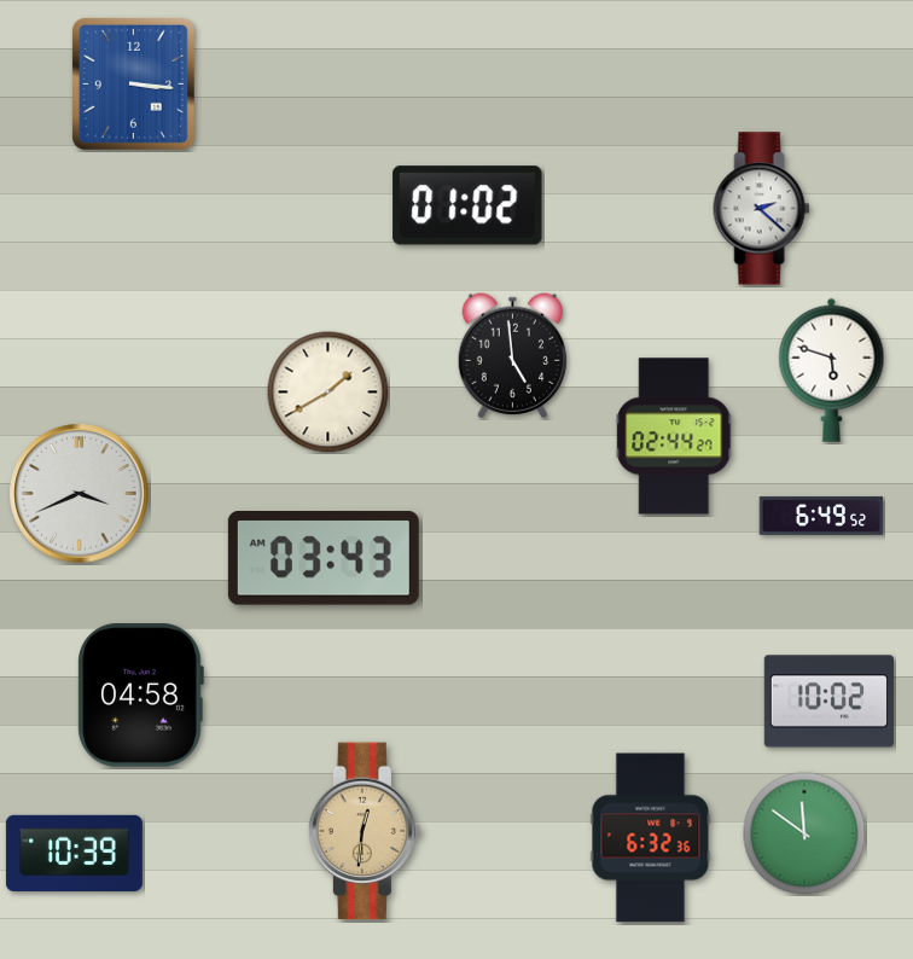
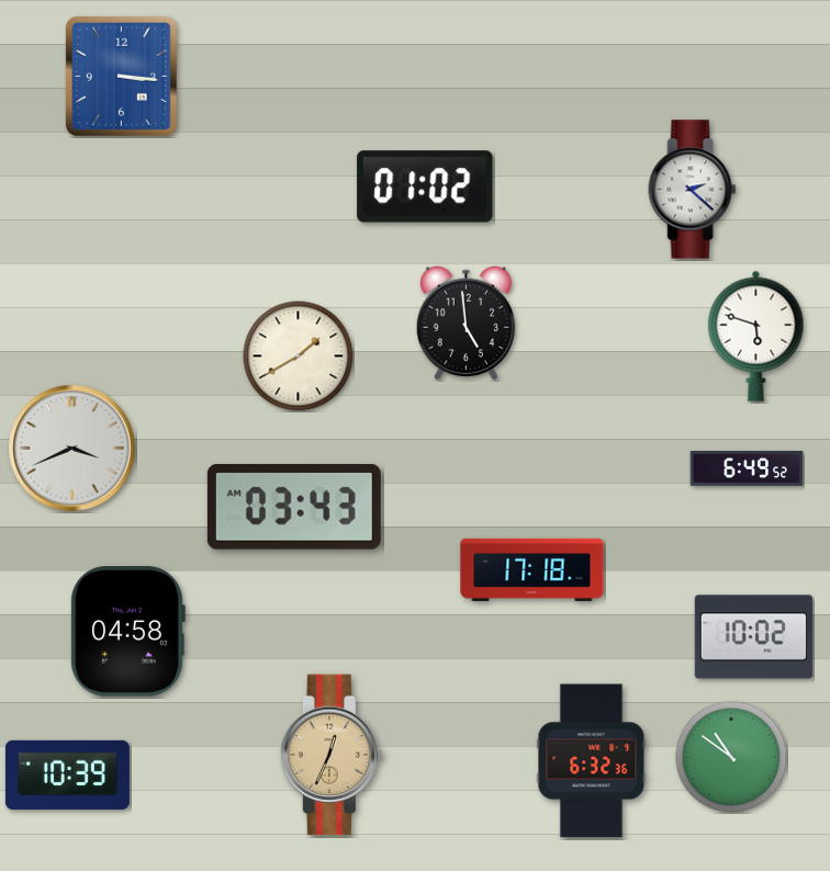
clock at (674, 436): 02:44 -> none
clock at (532, 569): none -> 17:18
clock at (364, 831): 12:31 -> 12:34
clock at (804, 833): 11:51 -> 10:51
